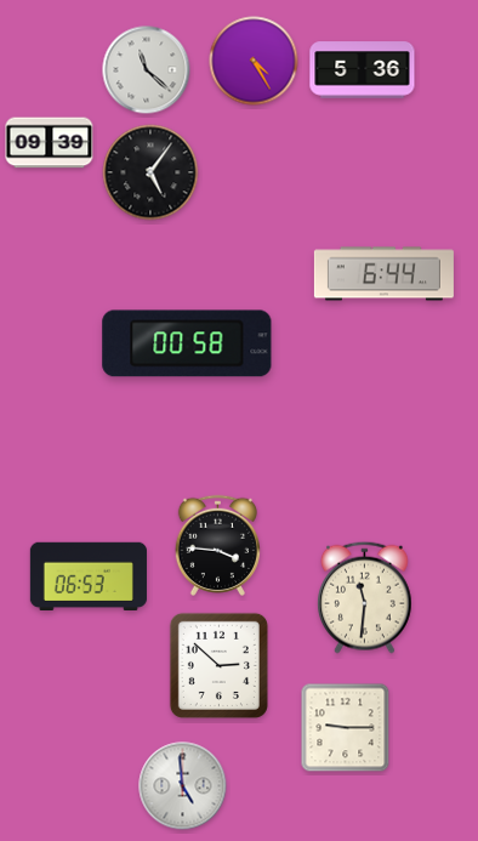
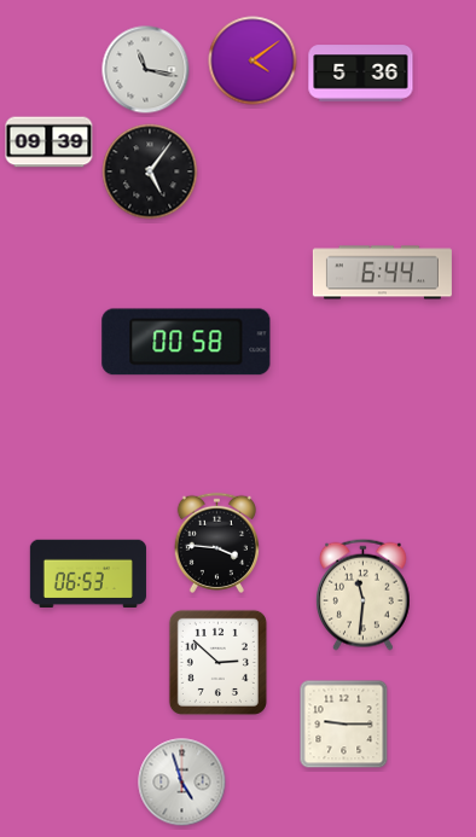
clock at (254, 61): 4:25 -> 4:09
clock at (147, 70): 11:22 -> 11:17
clock at (363, 70) position: (363, 70) -> (361, 74)
clock at (183, 786): 4:59 -> 4:57
